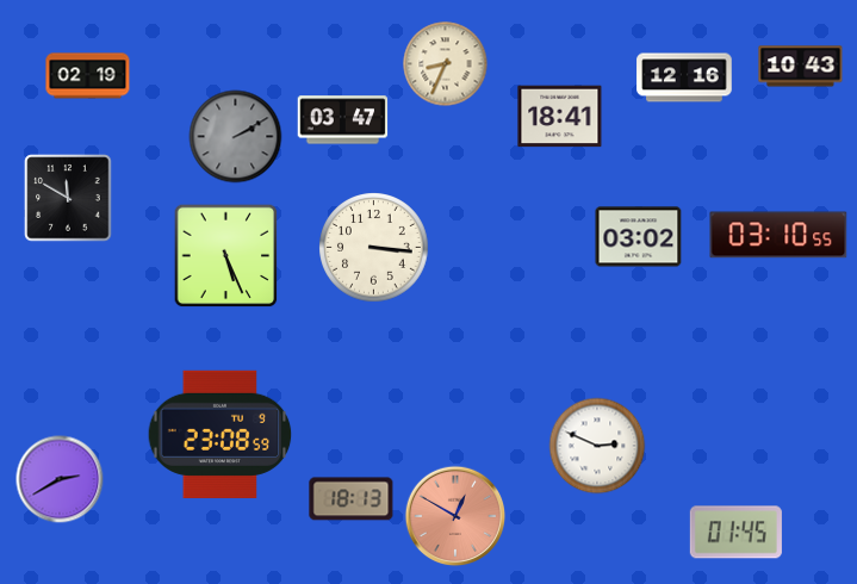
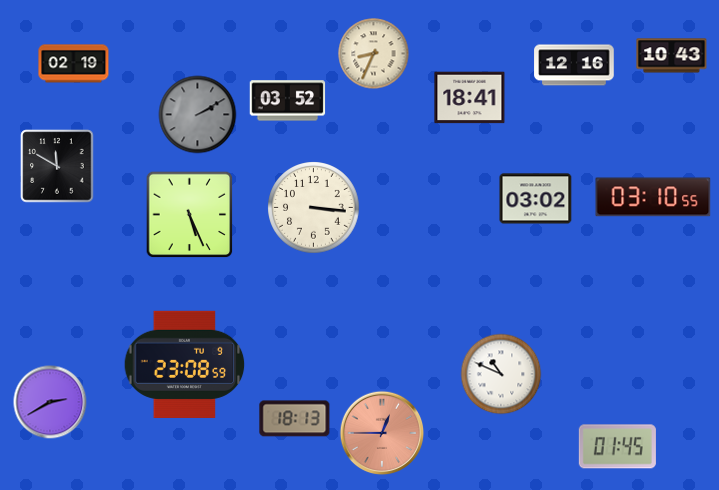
clock at (343, 120): 03:47 -> 03:52
clock at (597, 446): 2:49 -> 10:49
clock at (455, 516): 12:50 -> 12:45
